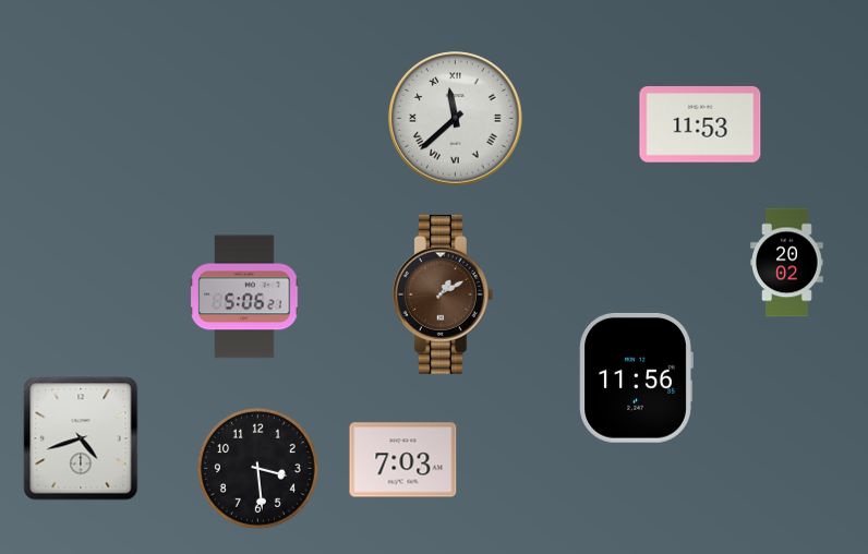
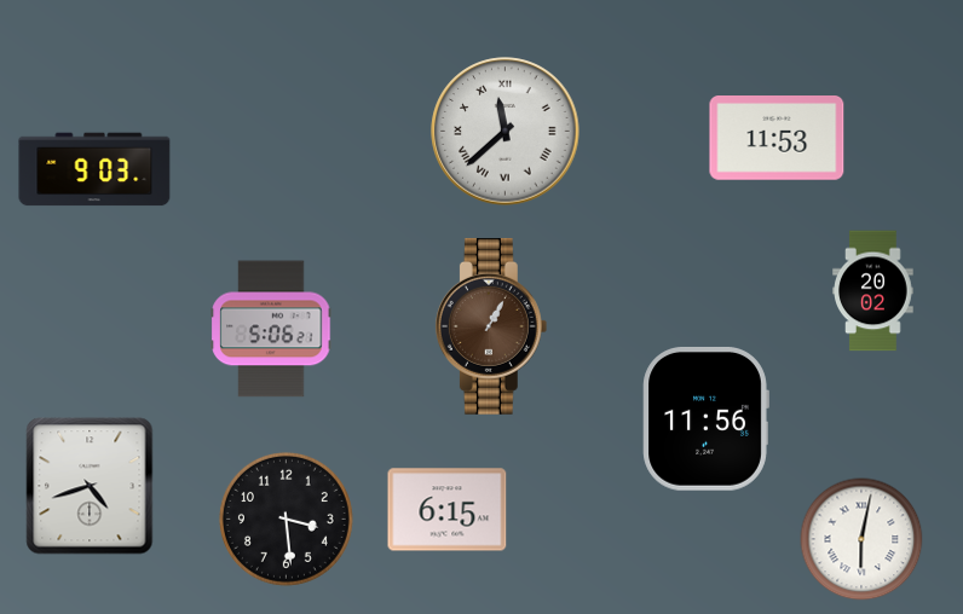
clock at (94, 169): none -> 9:03
clock at (443, 294): 1:10 -> 1:05
clock at (403, 460): 7:03 -> 6:15
clock at (861, 539): none -> 6:02
